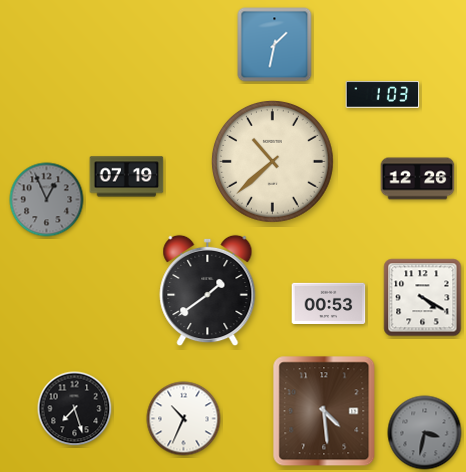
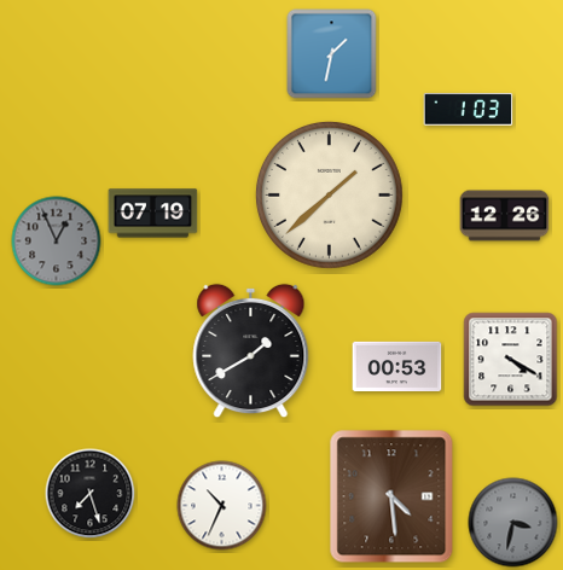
clock at (383, 94) position: (383, 94) -> (469, 109)
clock at (273, 162): 10:38 -> 1:38
clock at (208, 291): 1:39 -> 1:40
